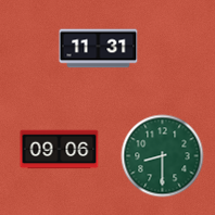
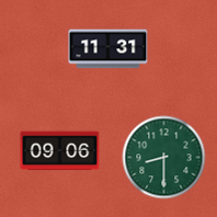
clock at (99, 49) position: (99, 49) -> (108, 49)
